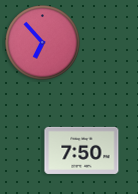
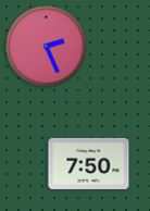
clock at (43, 43): 6:53 -> 2:26
